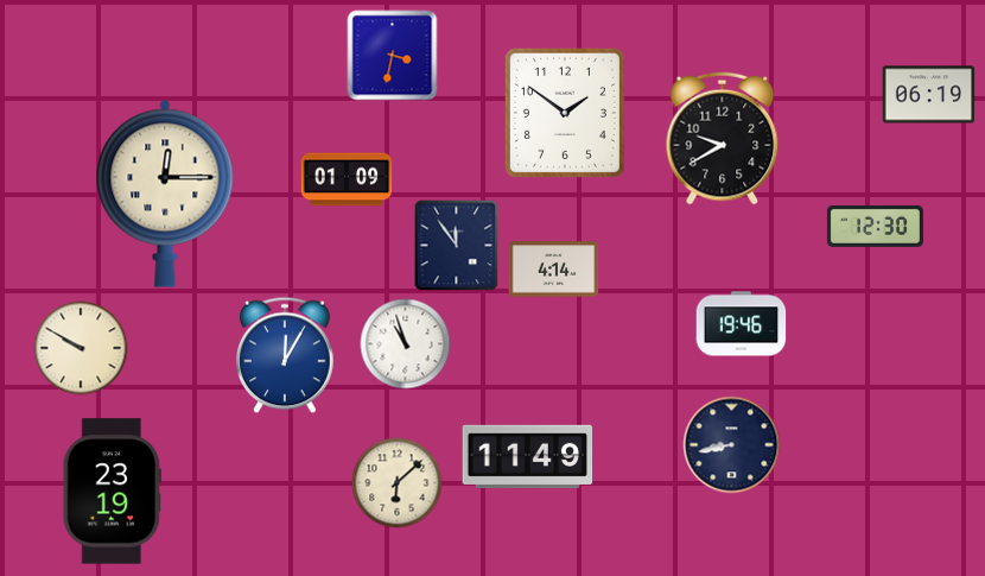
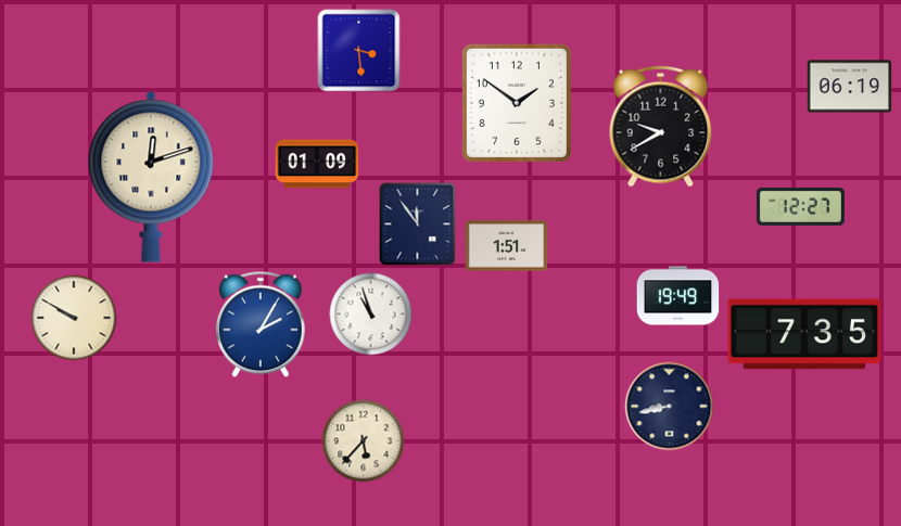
clock at (393, 56): 3:32 -> 3:29
clock at (165, 194): 12:15 -> 12:12
clock at (875, 226): 12:30 -> 12:27
clock at (554, 270): 4:14 -> 1:51
clock at (742, 324): 19:46 -> 19:49
clock at (286, 355): 12:05 -> 2:05
clock at (804, 334): none -> 7:35
clock at (528, 456): 11:49 -> none
clock at (398, 483): 6:08 -> 5:37
clock at (112, 492): 23:19 -> none
